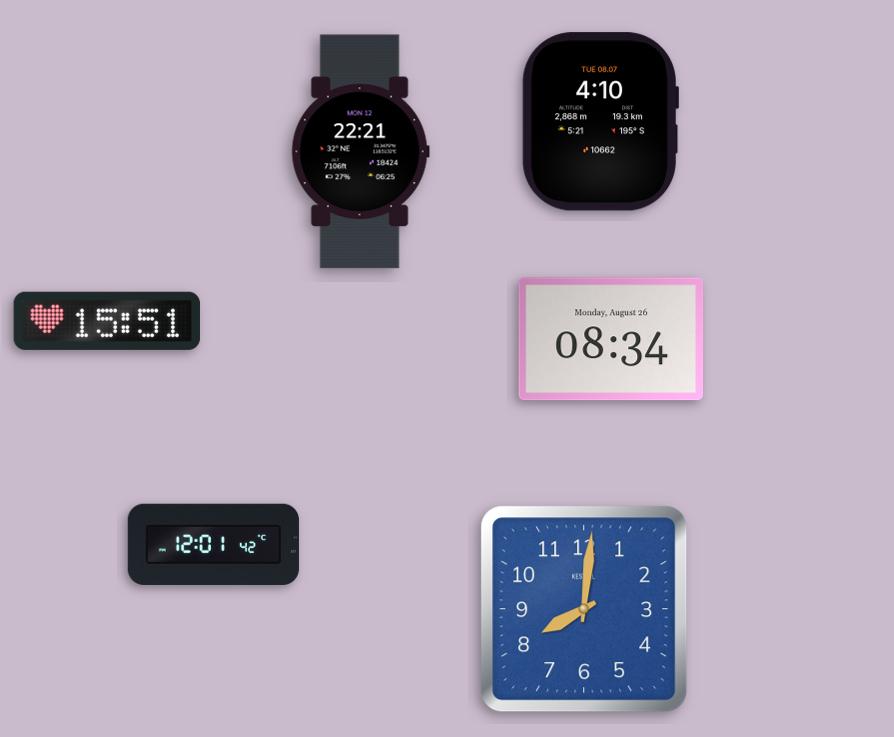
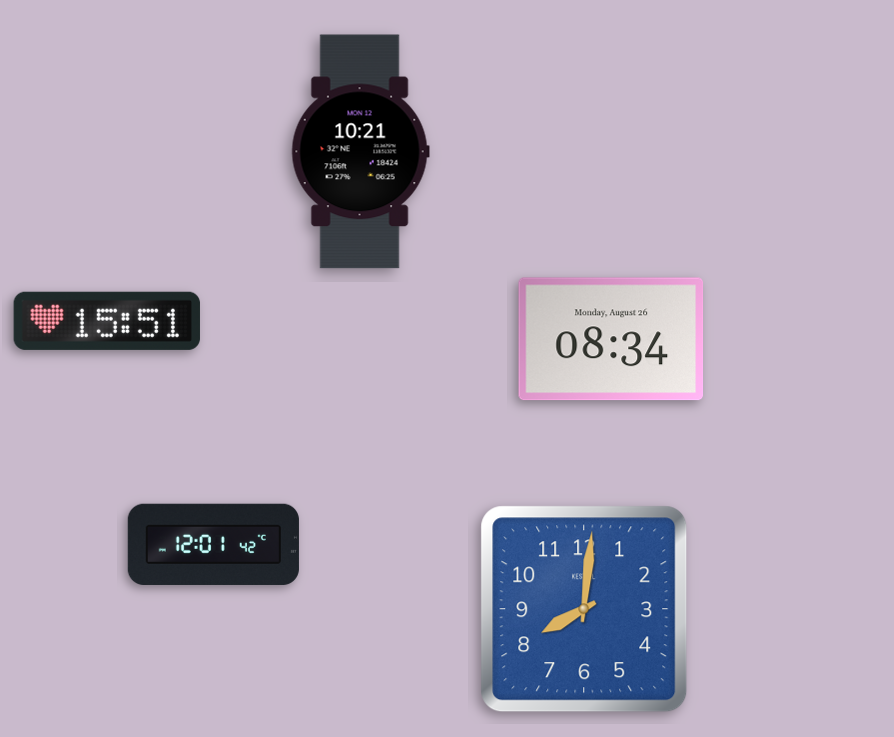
clock at (600, 122): 4:10 -> none
clock at (360, 152): 22:21 -> 10:21
